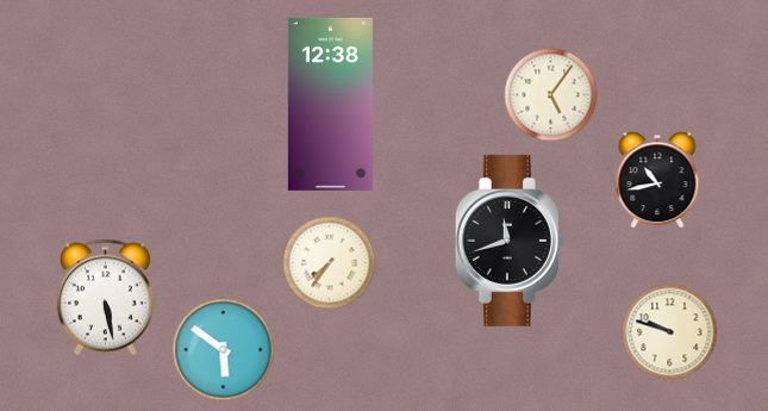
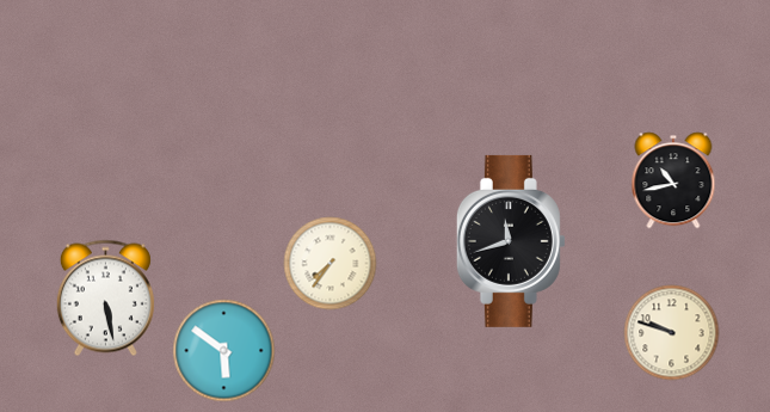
clock at (550, 94): 5:06 -> none
clock at (330, 104): 12:38 -> none
clock at (657, 180) position: (657, 180) -> (673, 180)
